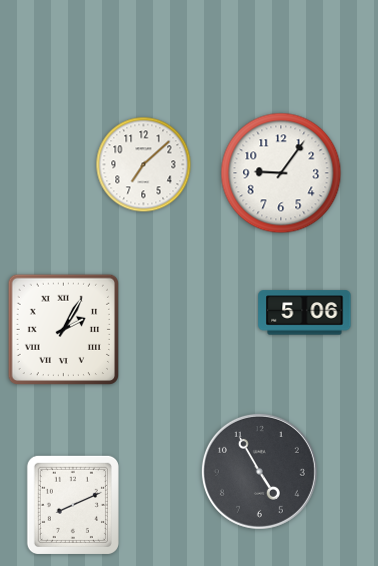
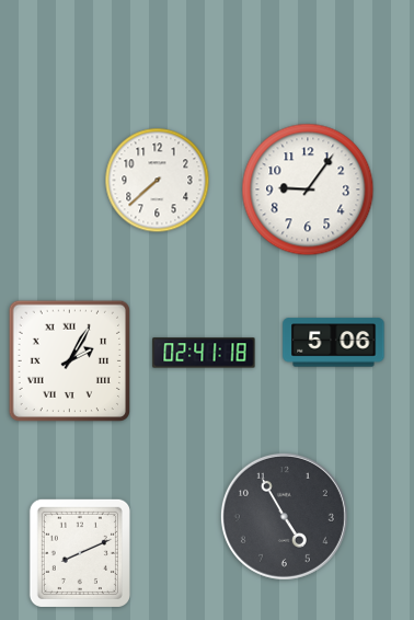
clock at (144, 165): 7:08 -> 7:38
clock at (204, 353): none -> 02:41
